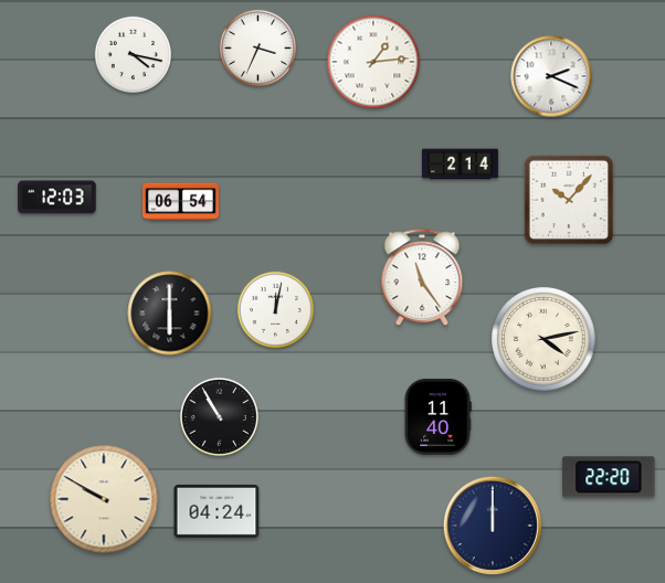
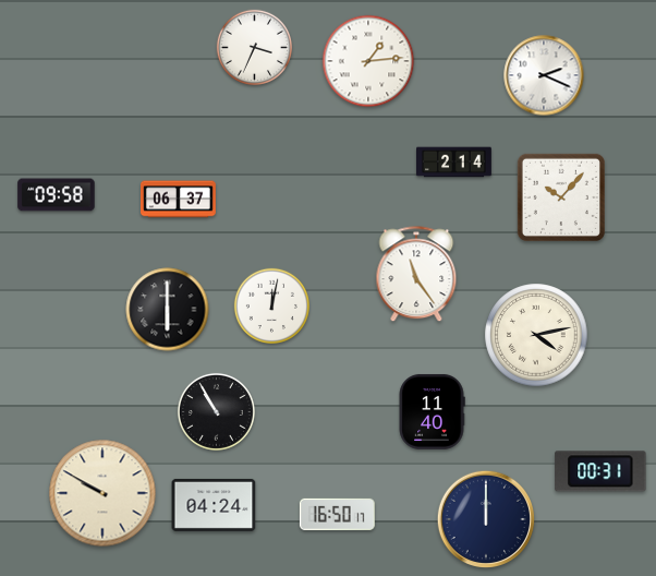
clock at (133, 54): 4:17 -> none
clock at (57, 198): 12:03 -> 09:58
clock at (181, 202): 06:54 -> 06:37
clock at (609, 477): 22:20 -> 00:31
clock at (337, 514): none -> 16:50
